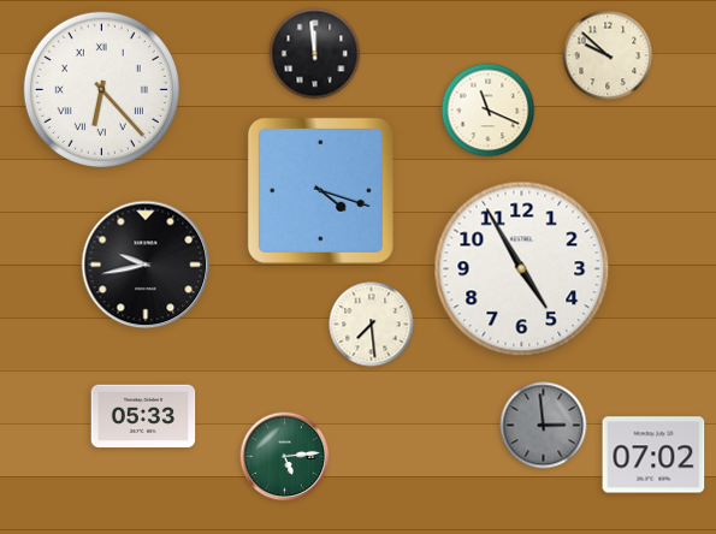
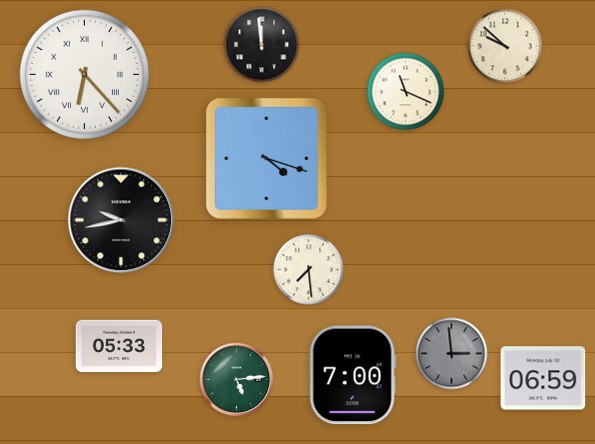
clock at (522, 269): 4:55 -> none
clock at (353, 375): none -> 7:00
clock at (653, 455): 07:02 -> 06:59
